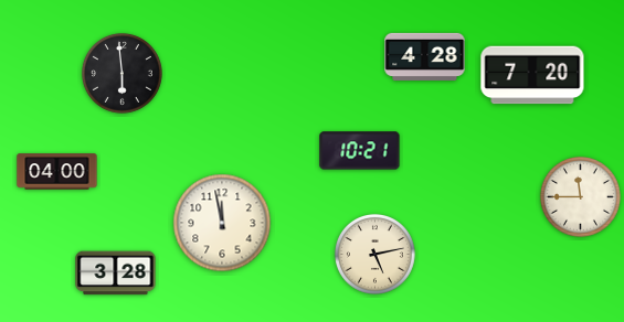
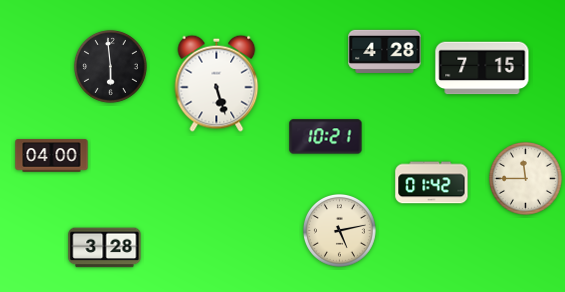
clock at (532, 75): 7:20 -> 7:15
clock at (217, 83): none -> 5:27
clock at (432, 183): none -> 01:42
clock at (222, 223): 11:58 -> none
